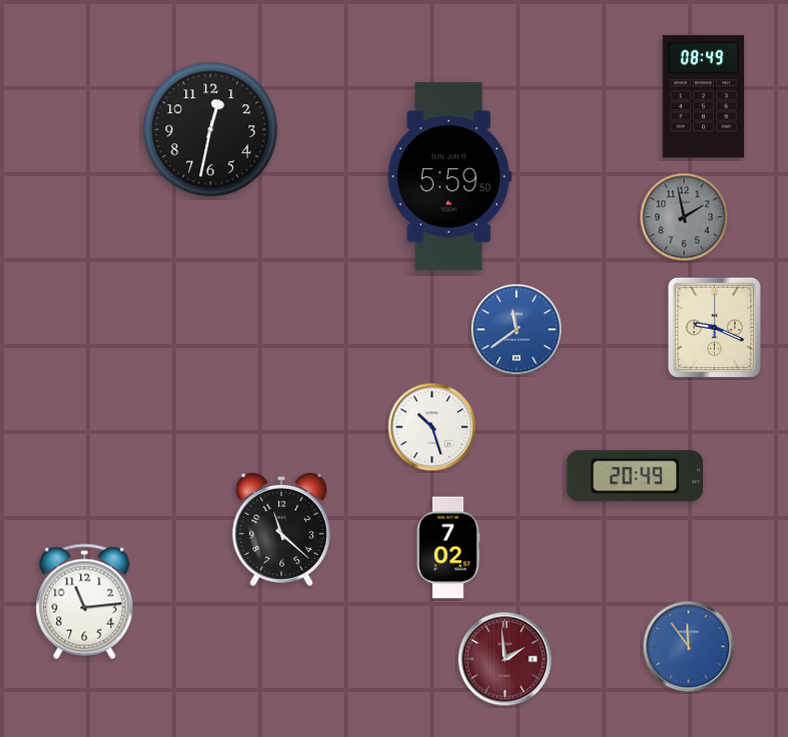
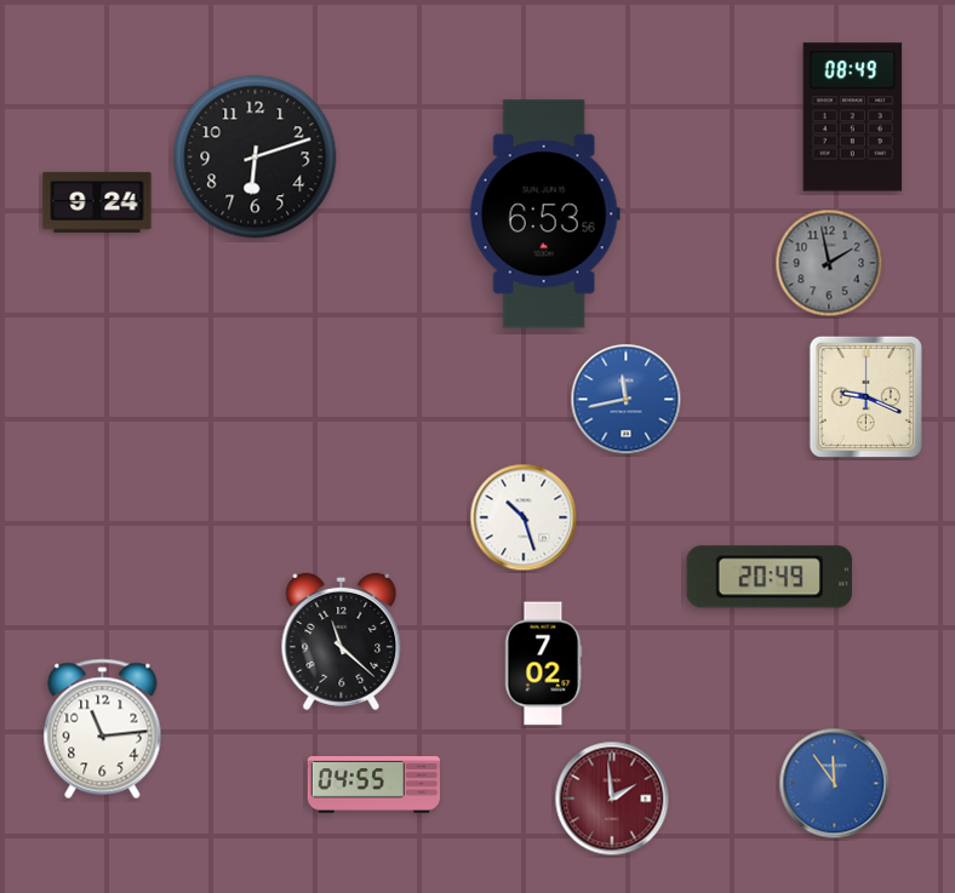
clock at (211, 130): 12:32 -> 6:12
clock at (97, 202): none -> 9:24
clock at (449, 177): 5:59 -> 6:53
clock at (517, 330): 11:39 -> 11:43
clock at (373, 785): none -> 04:55
